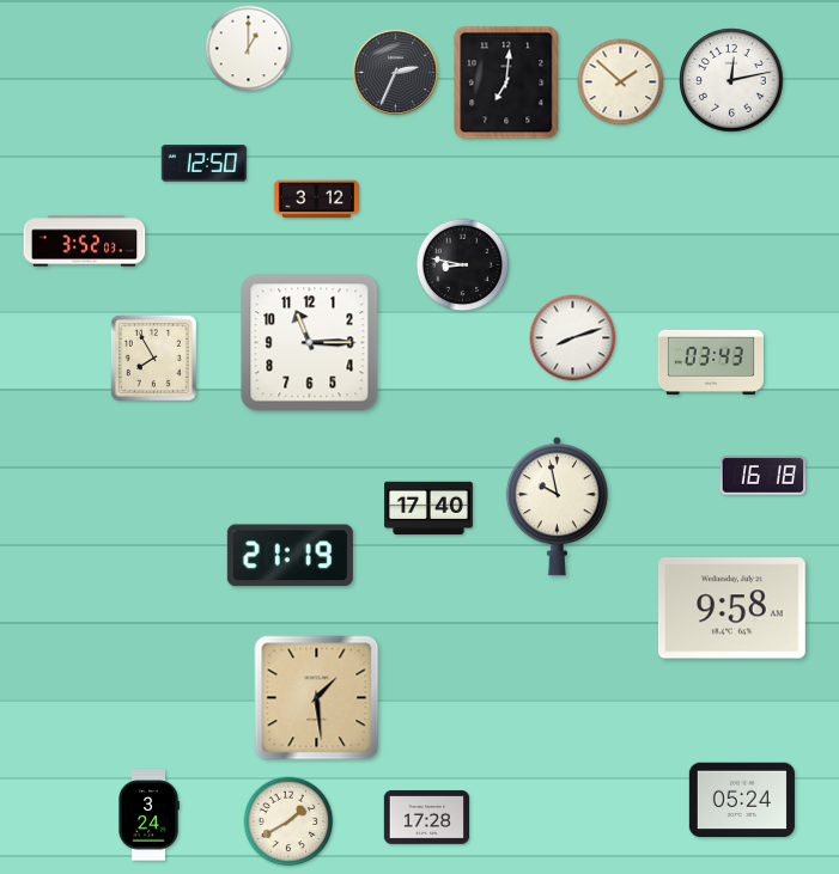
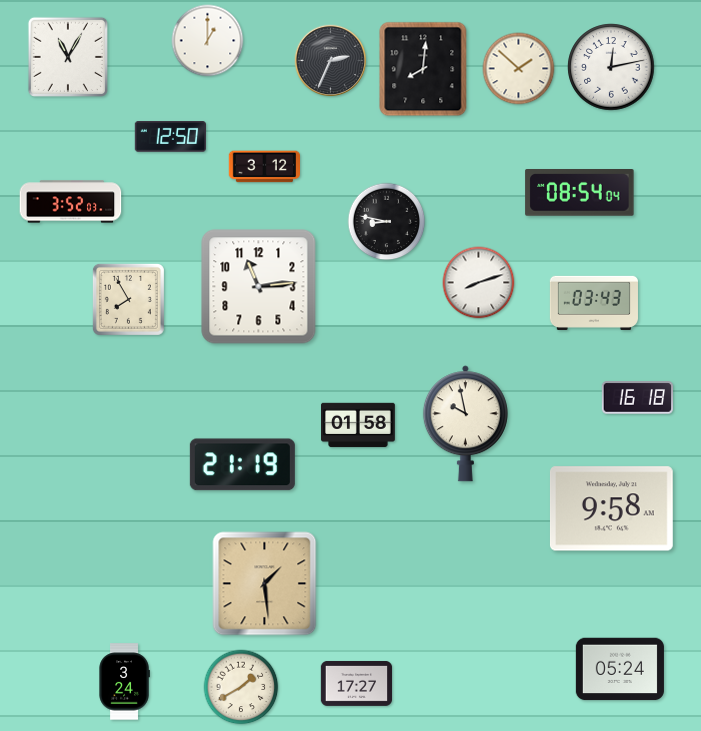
clock at (68, 57): none -> 11:05
clock at (506, 82): 7:01 -> 8:01
clock at (580, 193): none -> 08:54
clock at (310, 343): 11:15 -> 11:14
clock at (430, 508): 17:40 -> 01:58
clock at (427, 817): 17:28 -> 17:27
